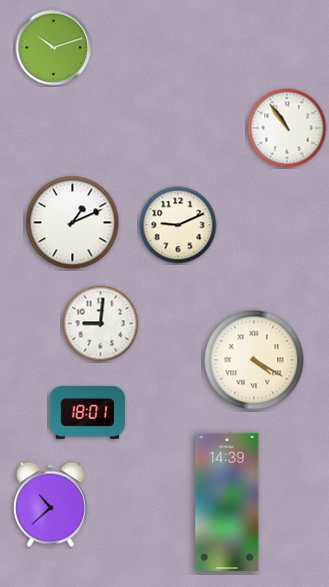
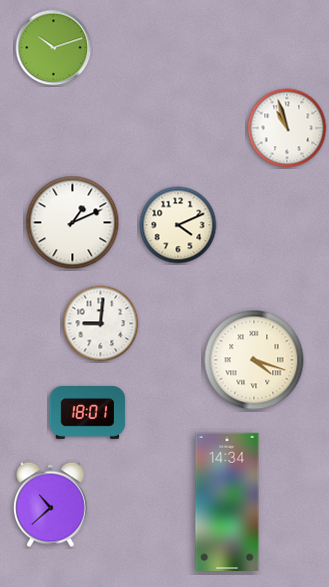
clock at (287, 128): 10:54 -> 10:57
clock at (178, 225): 9:11 -> 4:11
clock at (254, 360): 4:20 -> 4:18
clock at (227, 502): 14:39 -> 14:34
